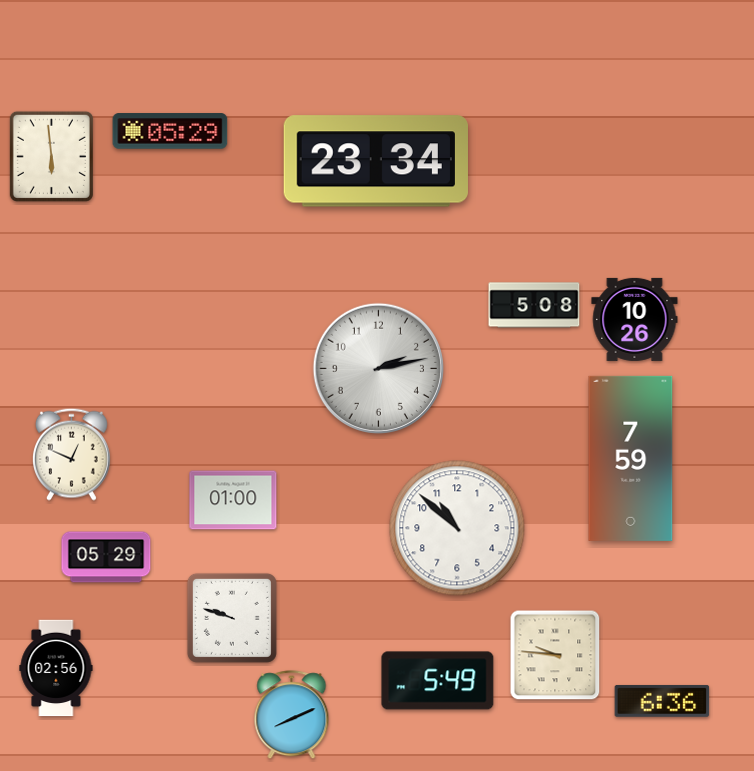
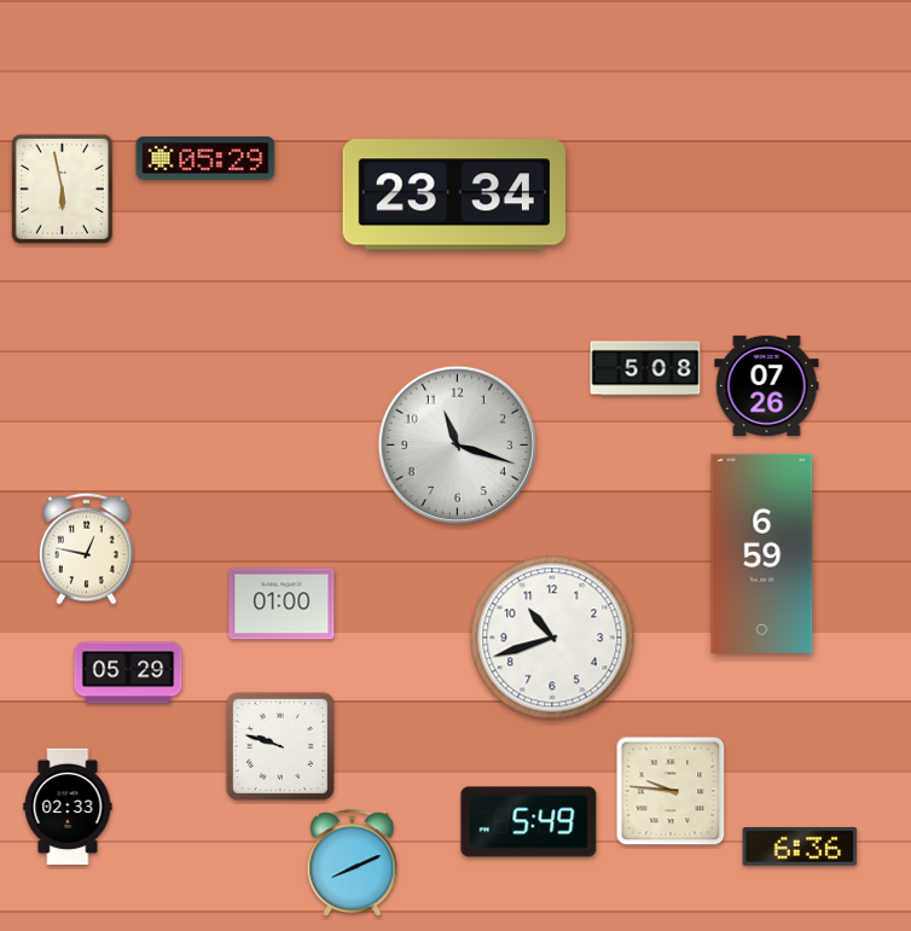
clock at (51, 156): 5:59 -> 5:58
clock at (635, 319): 10:26 -> 07:26
clock at (378, 368): 2:13 -> 11:18
clock at (71, 454): 12:49 -> 12:47
clock at (631, 458): 7:59 -> 6:59
clock at (457, 528): 10:52 -> 10:42
clock at (56, 668): 02:56 -> 02:33
